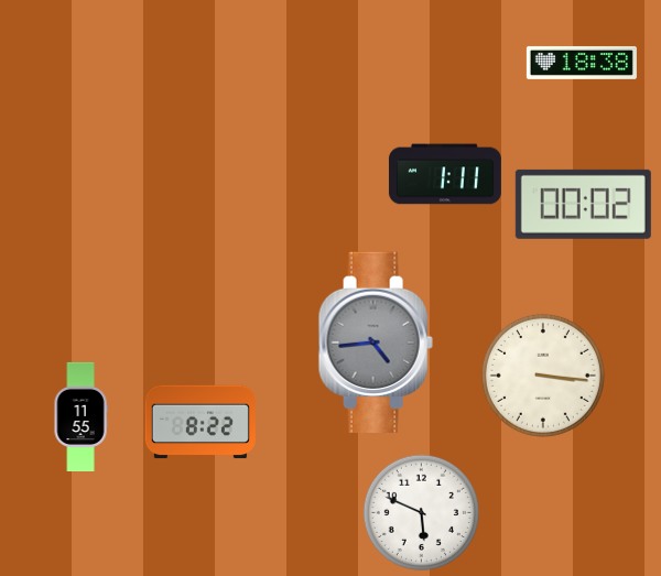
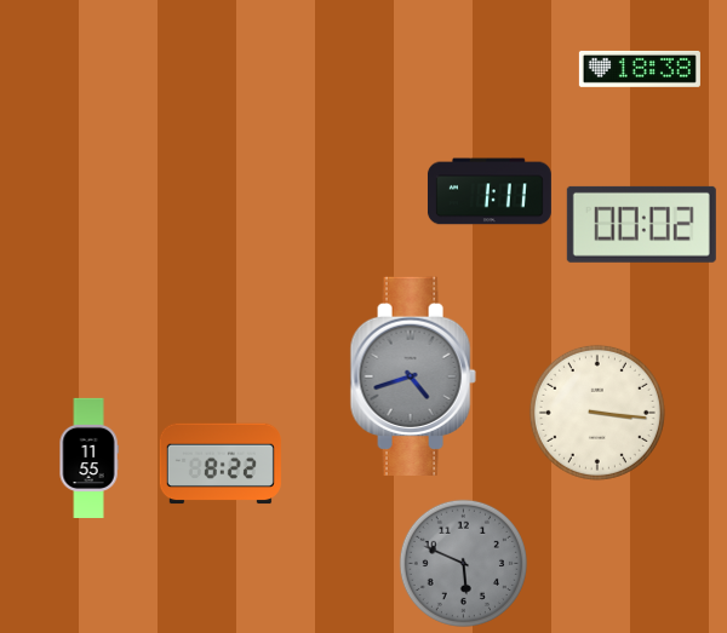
clock at (376, 341): 4:44 -> 4:42
clock at (421, 512) dial: white -> grey
